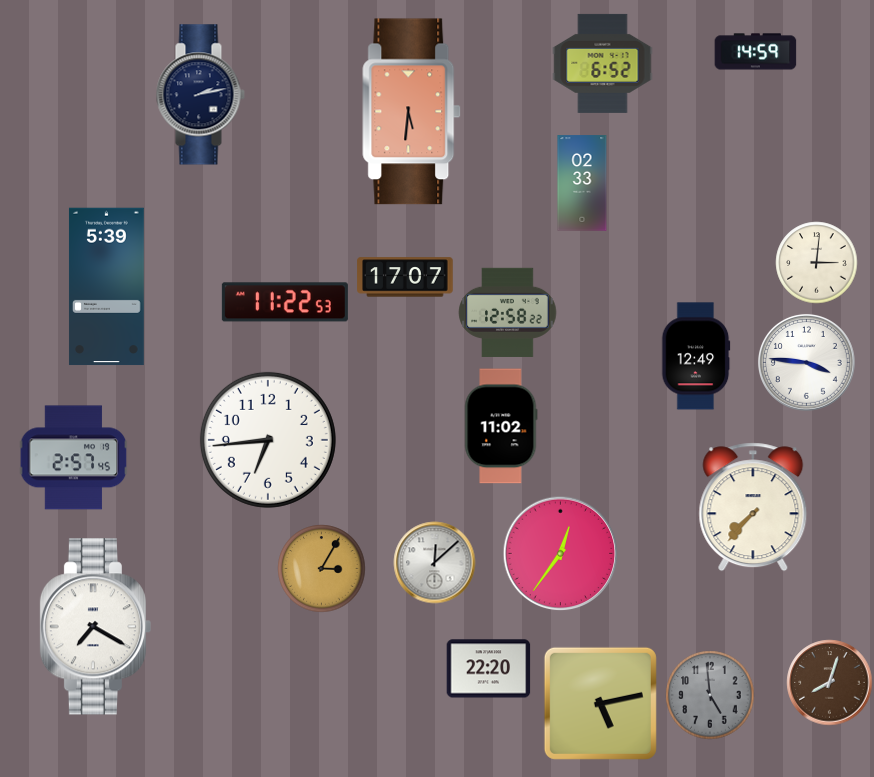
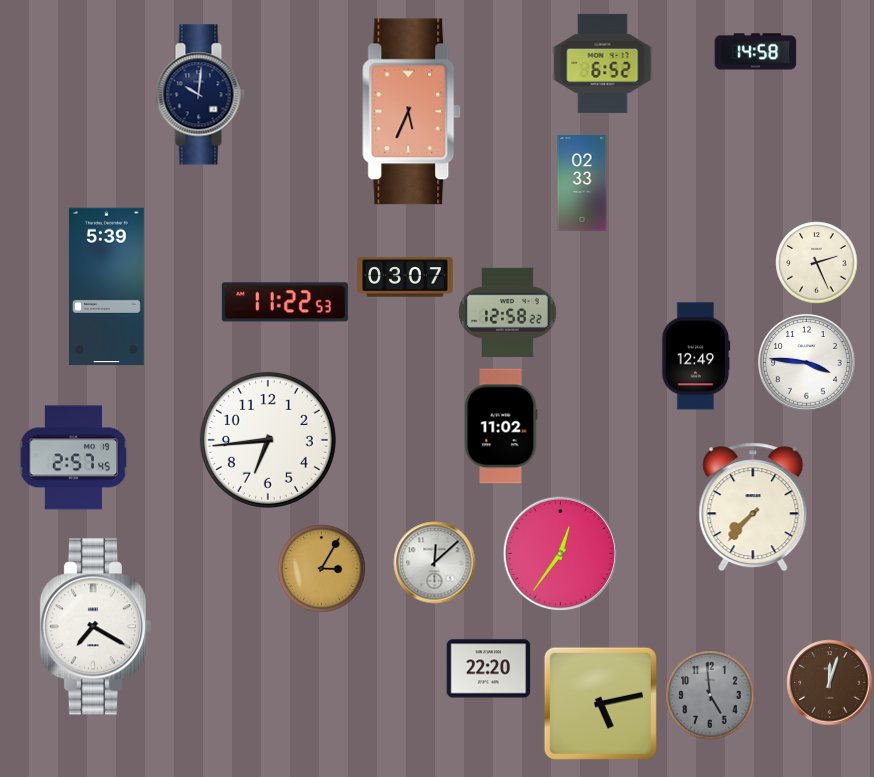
clock at (756, 52): 14:59 -> 14:58
clock at (200, 95): 2:13 -> 10:01
clock at (412, 112): 5:31 -> 5:34
clock at (817, 263): 3:01 -> 2:26
clock at (405, 277): 17:07 -> 03:07
clock at (830, 683): 8:03 -> 12:03
